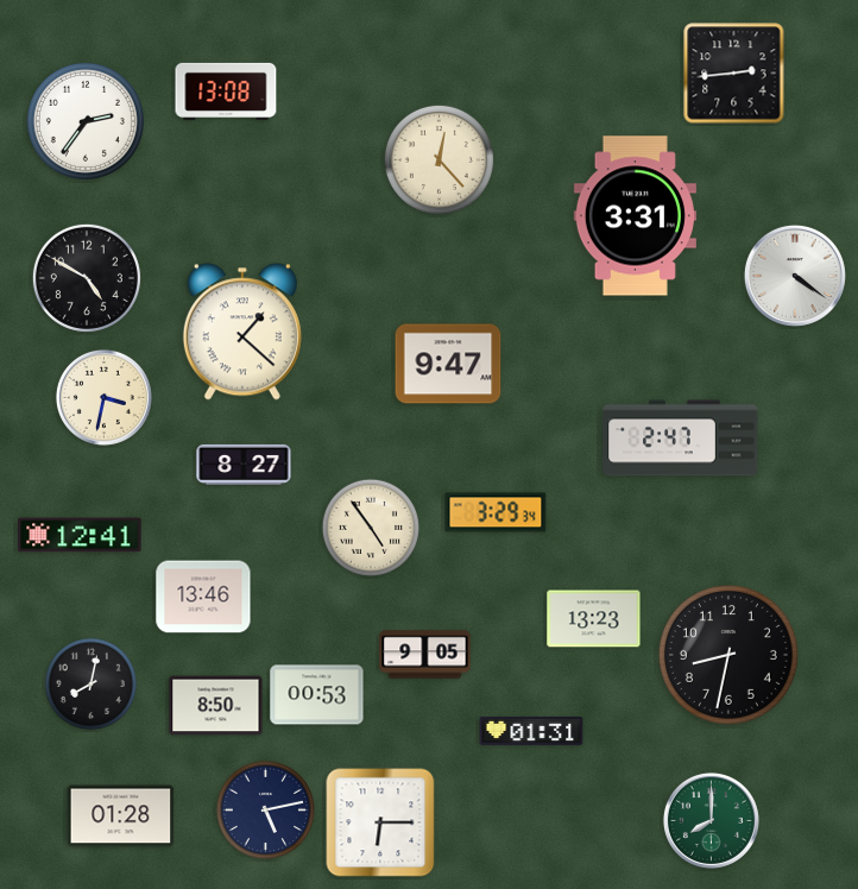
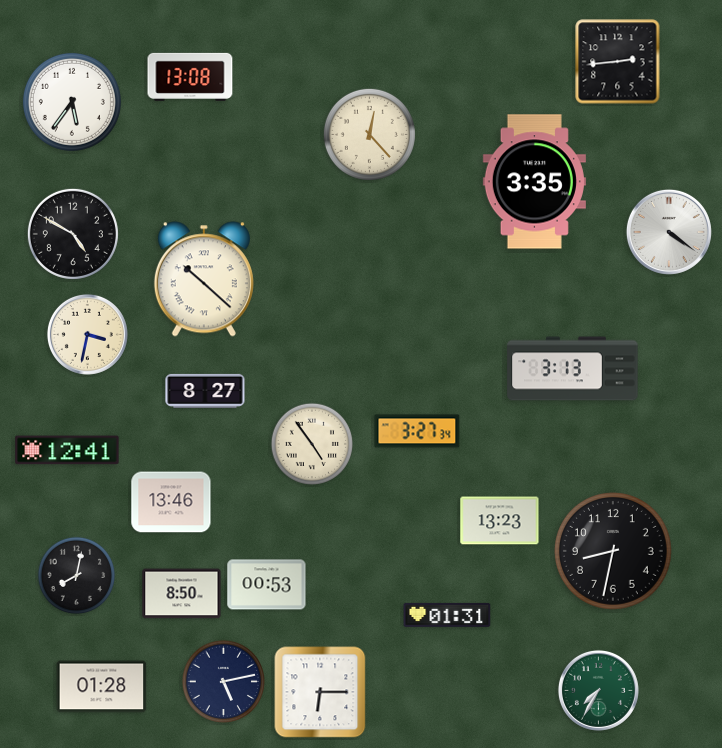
clock at (86, 121): 2:36 -> 5:36
clock at (635, 216): 3:31 -> 3:35
clock at (242, 332): 1:22 -> 10:22
clock at (448, 364): 9:47 -> none
clock at (681, 439): 2:47 -> 3:13
clock at (496, 512): 3:29 -> 3:27
clock at (425, 655): 9:05 -> none
clock at (711, 820): 8:00 -> 7:35
